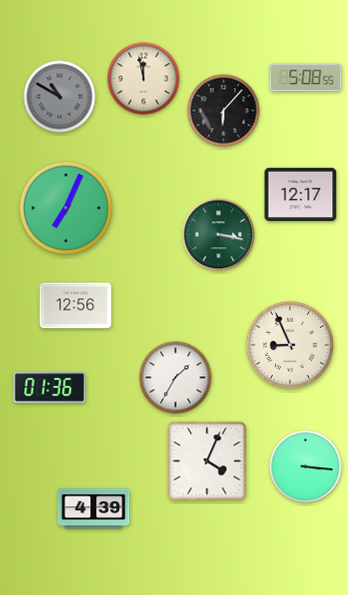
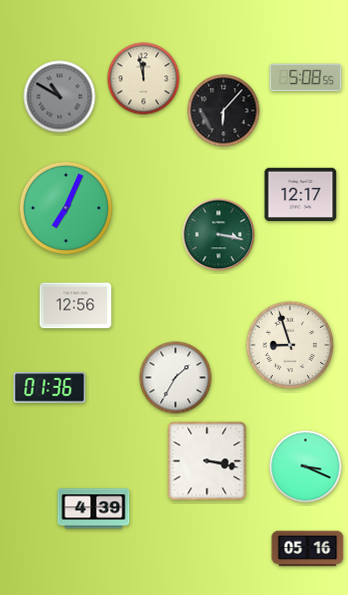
clock at (290, 345): 8:56 -> 8:57
clock at (207, 461): 4:04 -> 3:17
clock at (306, 467): 3:16 -> 3:19
clock at (308, 549): none -> 05:16
